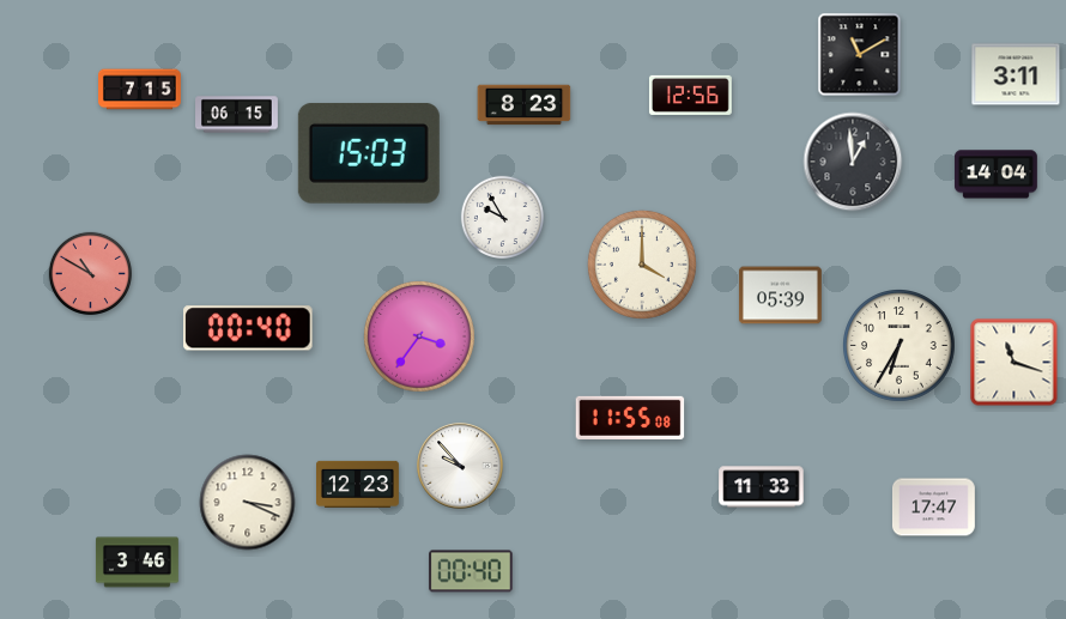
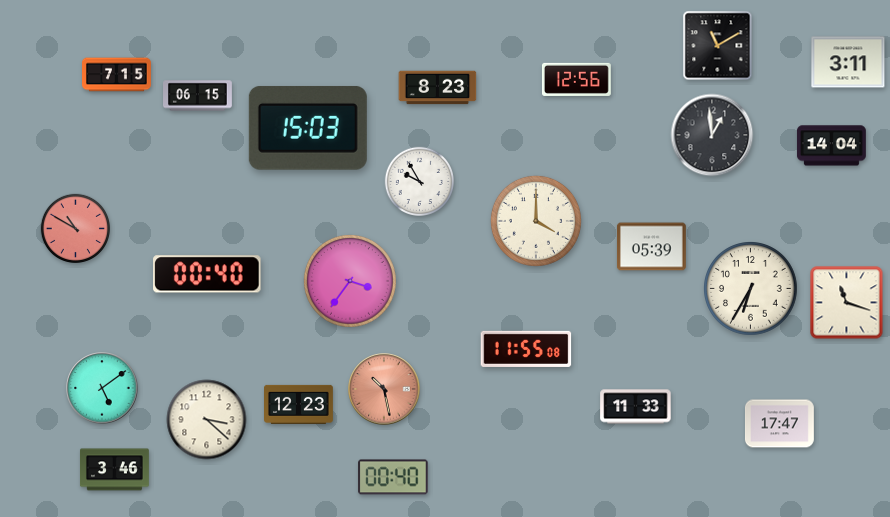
clock at (102, 388): none -> 5:09
clock at (460, 466): 9:53 -> 10:28
clock at (460, 466) dial: white -> salmon
clock at (248, 503): 3:19 -> 3:22
